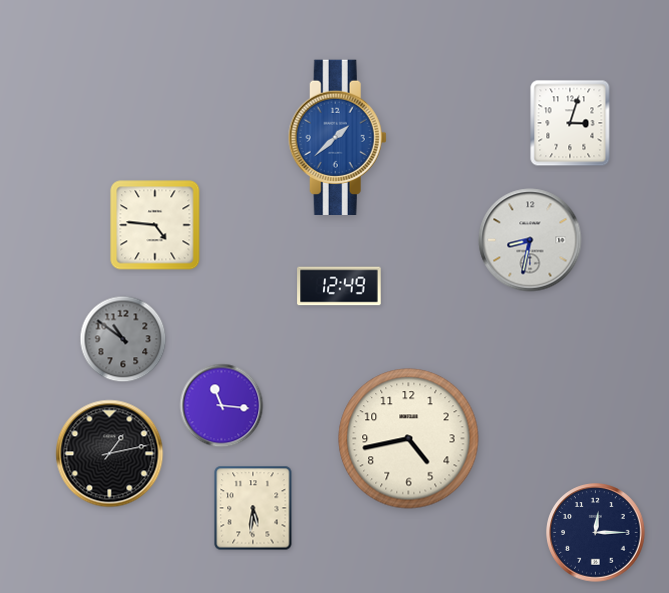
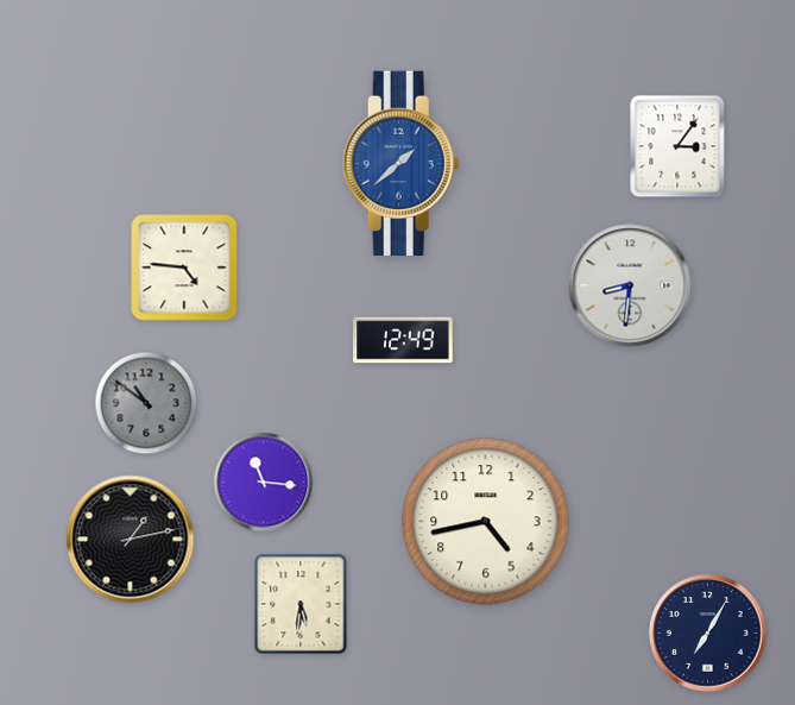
clock at (570, 123): 3:03 -> 3:06
clock at (530, 240): 8:32 -> 8:31
clock at (596, 533): 12:15 -> 7:05
